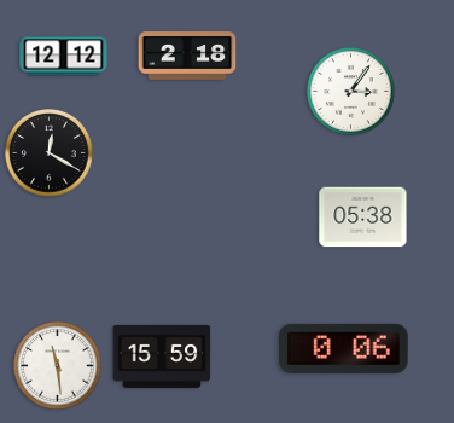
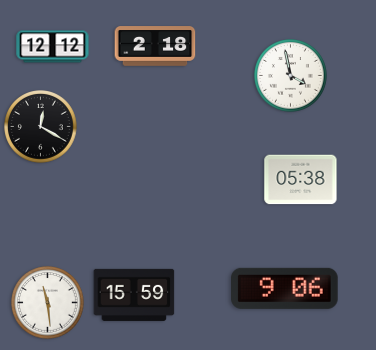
clock at (351, 92): 3:06 -> 3:58
clock at (344, 348): 0:06 -> 9:06
